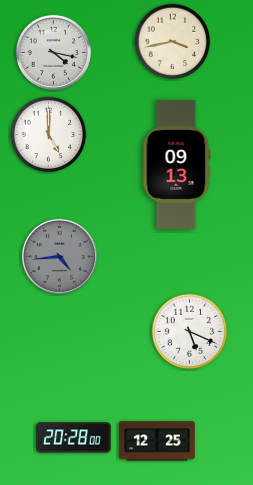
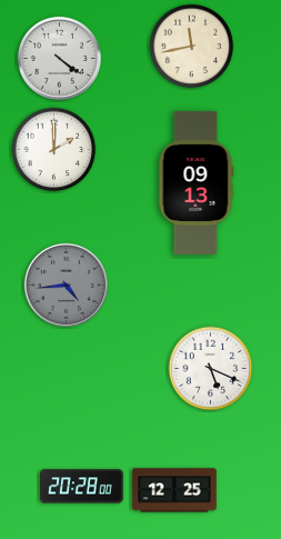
clock at (173, 42): 3:43 -> 11:43
clock at (53, 52): 4:17 -> 4:21
clock at (49, 135): 5:00 -> 2:00
